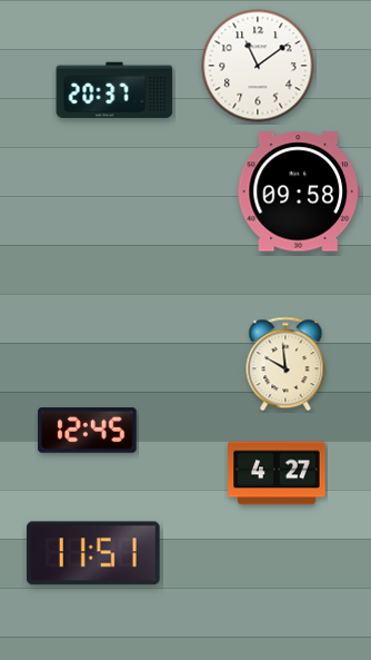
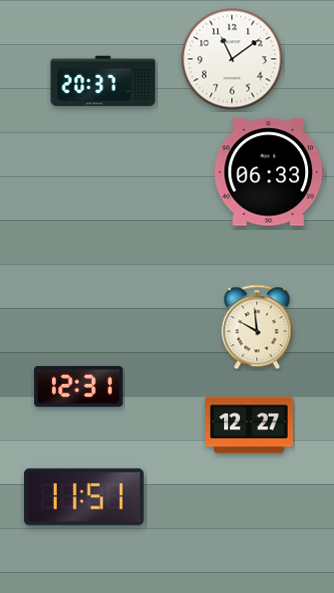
clock at (298, 191): 09:58 -> 06:33
clock at (88, 431): 12:45 -> 12:31
clock at (277, 473): 4:27 -> 12:27
